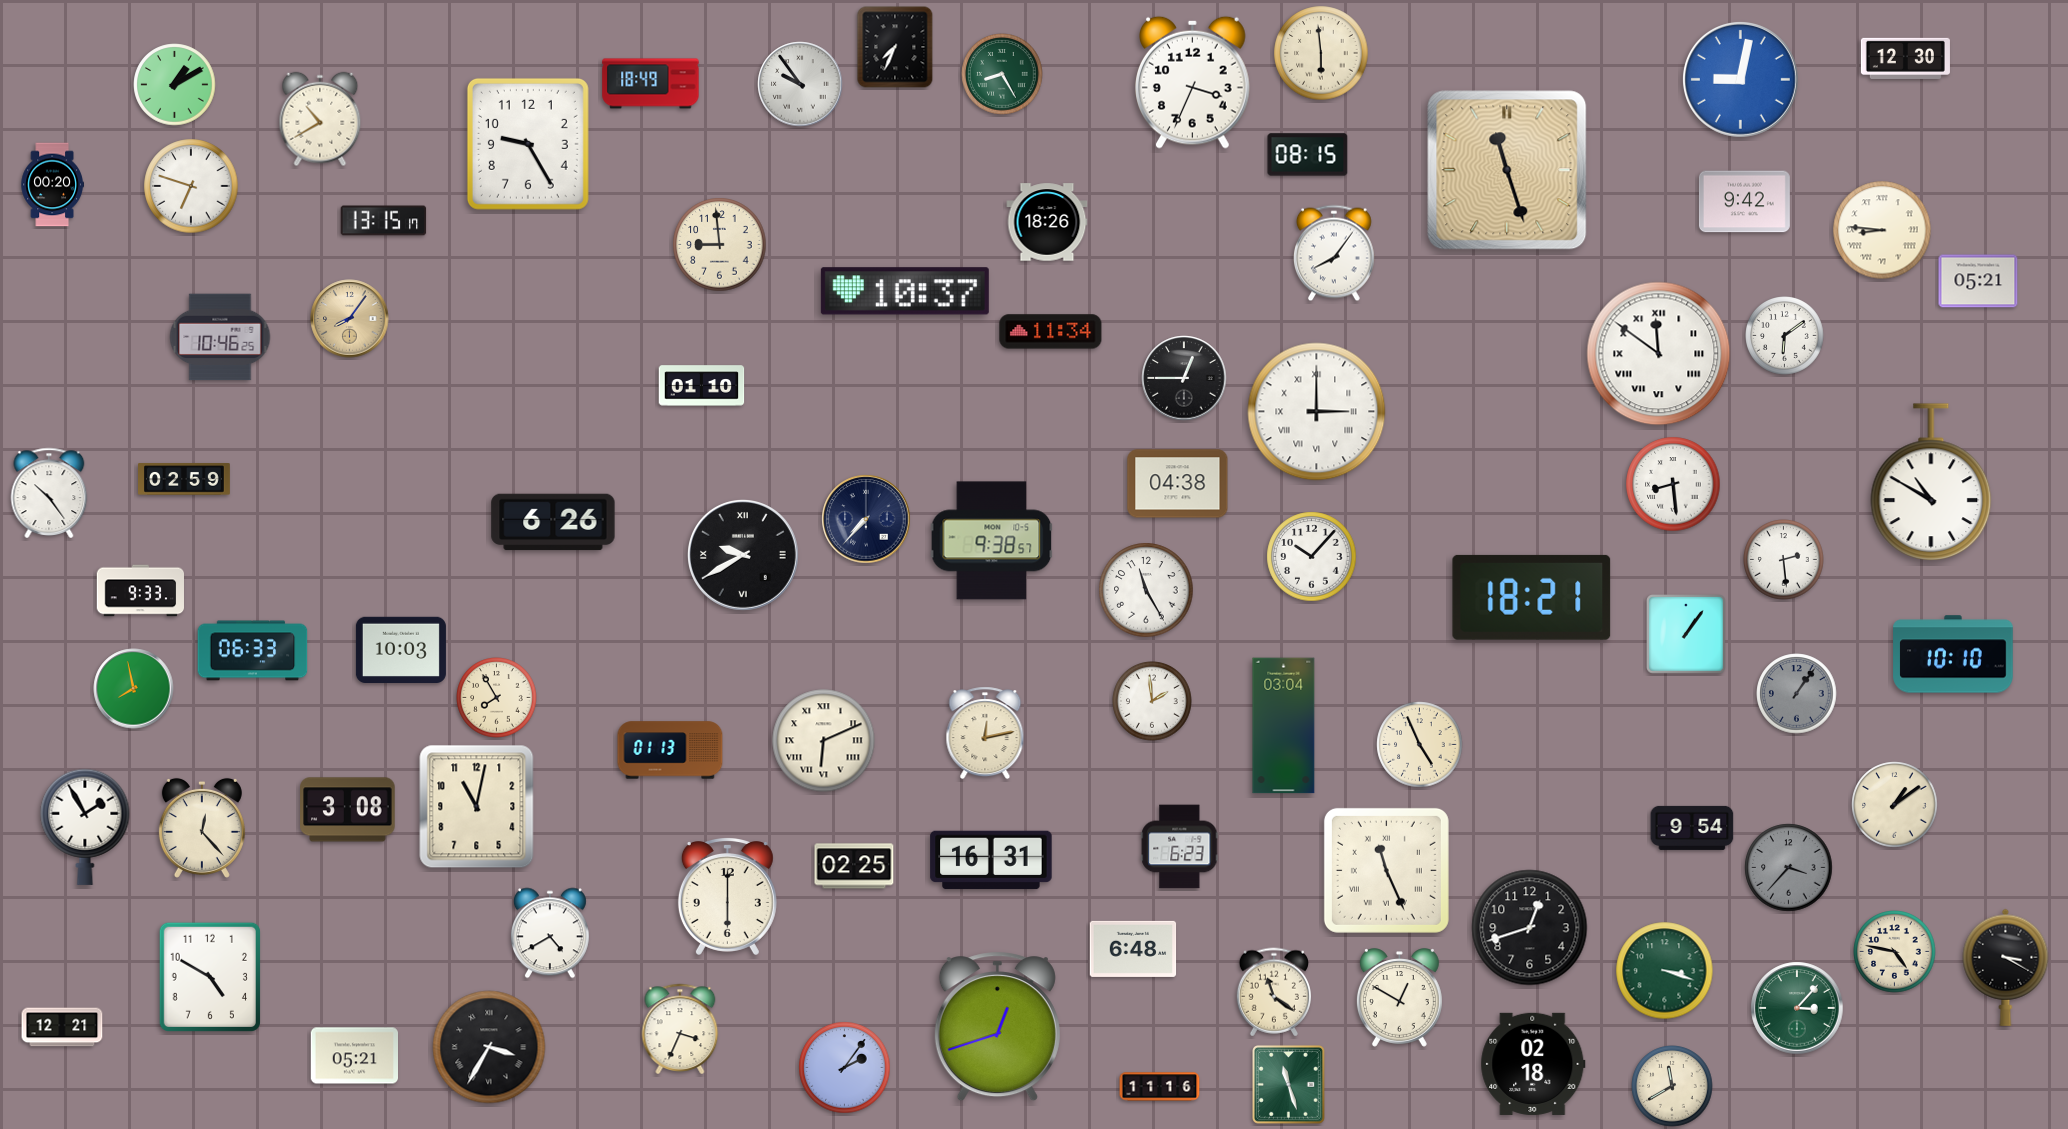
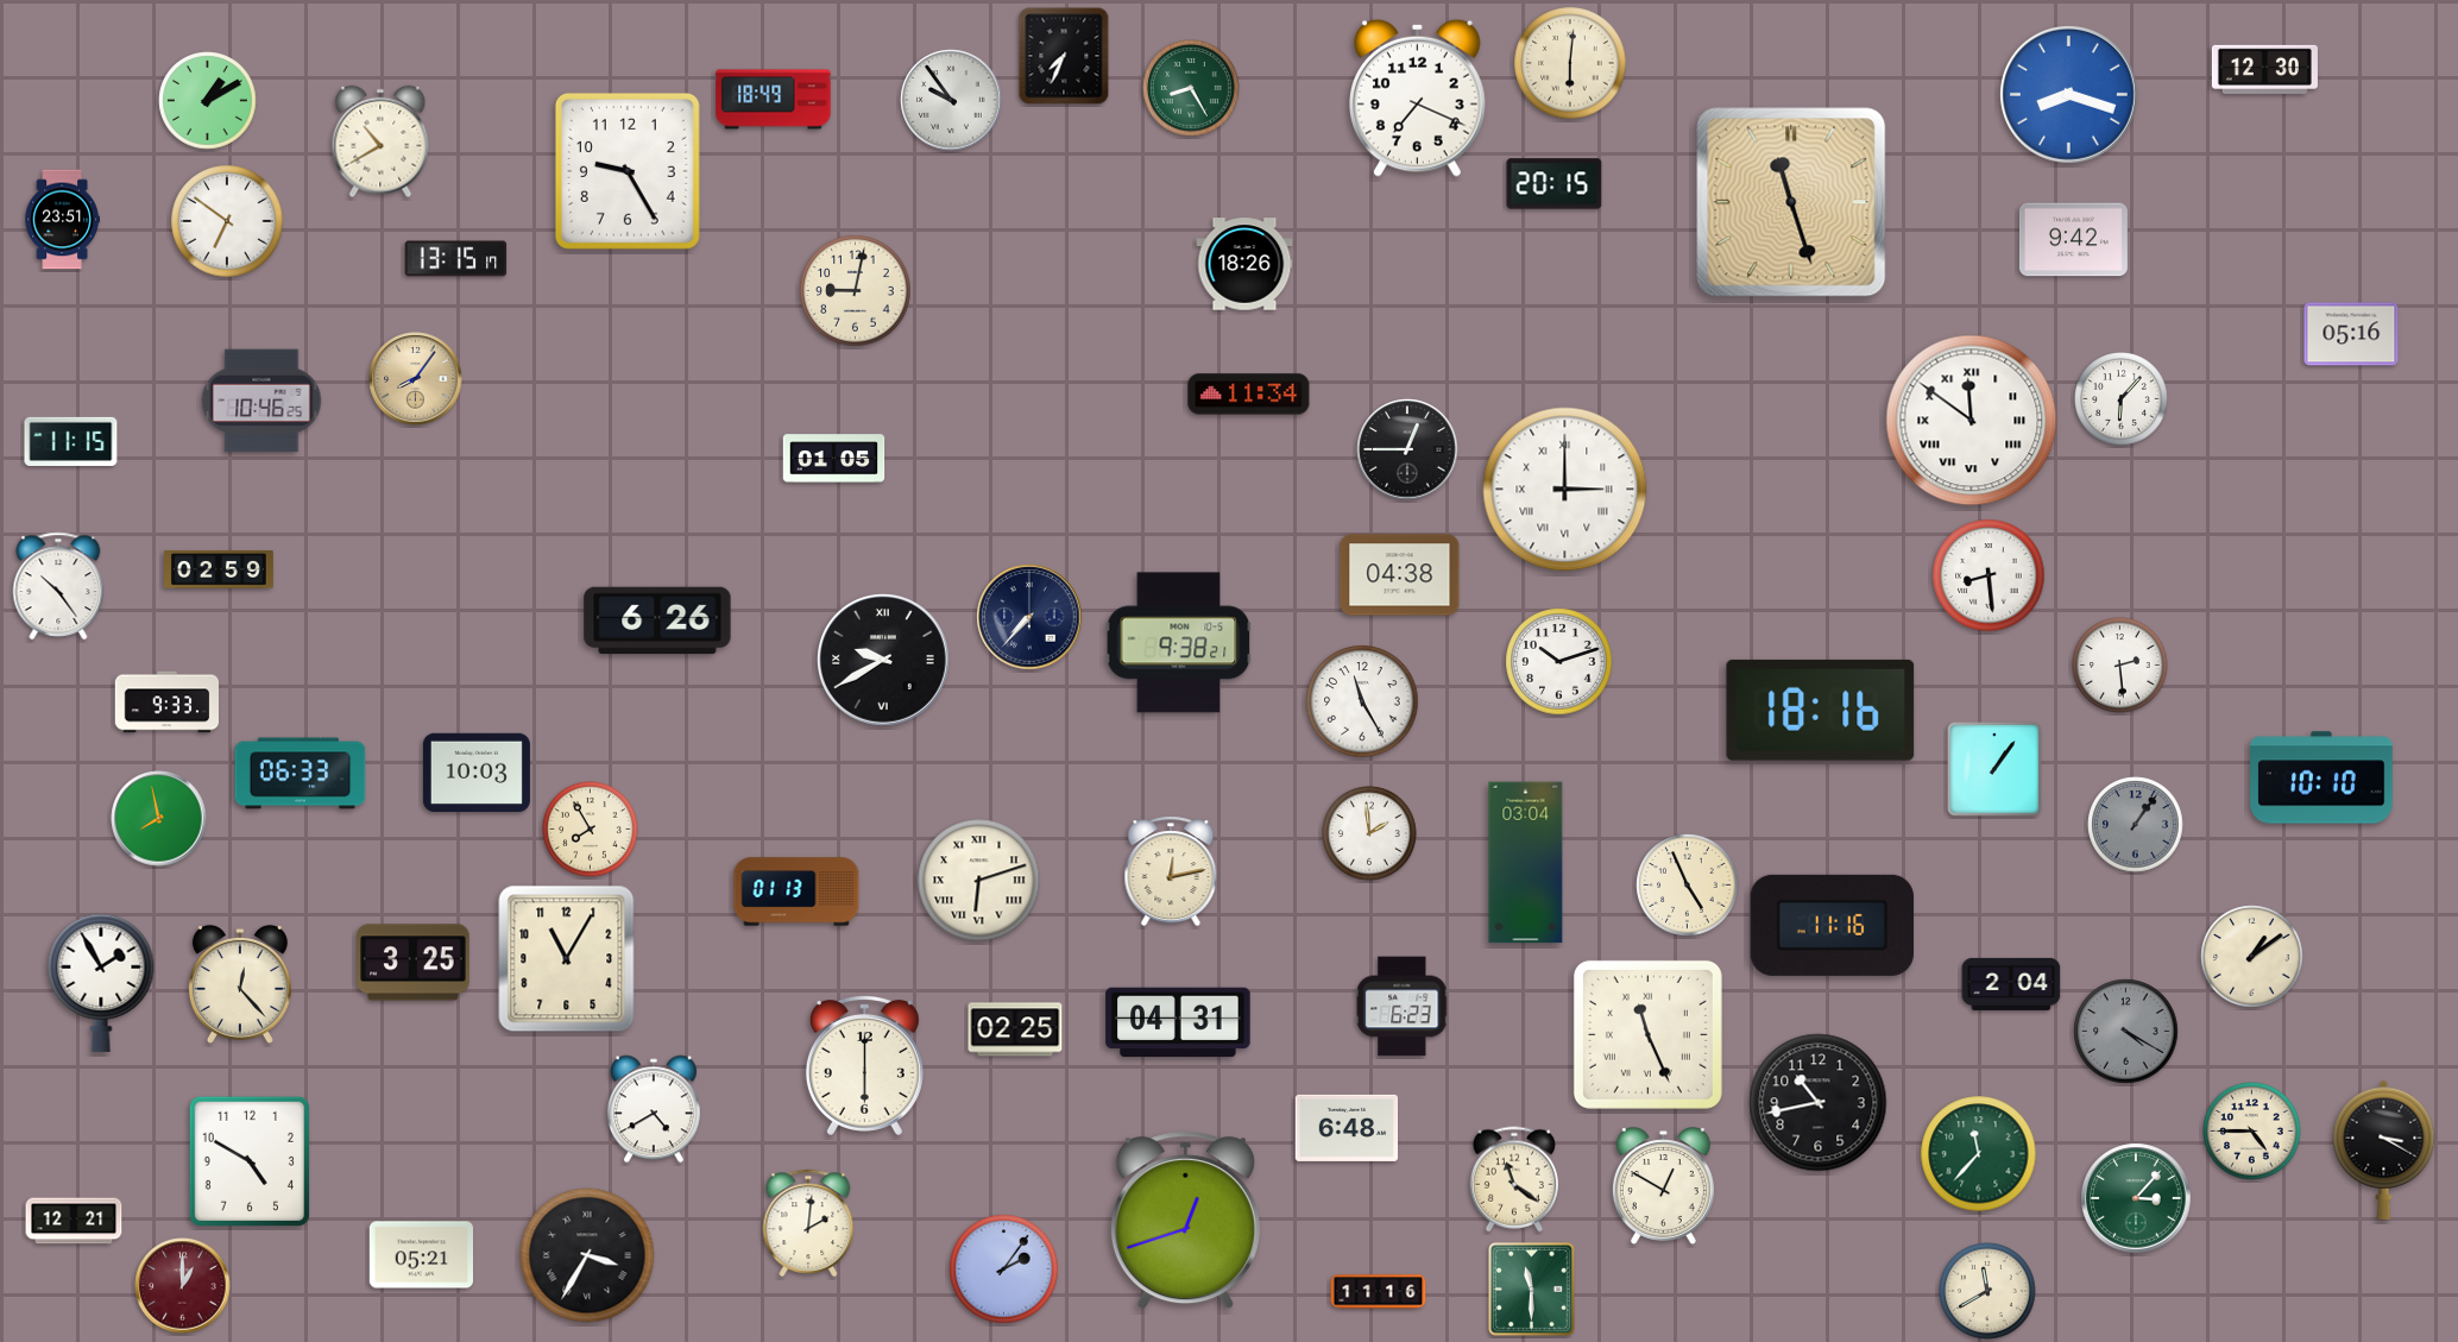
clock at (1321, 53): 5:59 -> 6:01
clock at (1740, 79): 9:02 -> 8:18
clock at (1193, 82): 3:34 -> 7:19
clock at (1308, 155): 08:15 -> 20:15
clock at (52, 185): 00:20 -> 23:51
clock at (191, 186): 6:48 -> 6:51
clock at (384, 221) position: (384, 221) -> (456, 259)
clock at (1882, 230): 8:46 -> none
clock at (720, 245): 8:59 -> 9:02
clock at (1334, 253): 8:06 -> none
clock at (1978, 281): 05:21 -> 05:16
clock at (905, 291): 10:37 -> none
clock at (1785, 336): 6:09 -> 6:07
clock at (71, 441): none -> 11:15
clock at (702, 386): 01:10 -> 01:05
clock at (1931, 482): 10:50 -> none
clock at (992, 541): 9:38:57 -> 9:38:21
clock at (1312, 557): 10:07 -> 10:12
clock at (1532, 597): 18:21 -> 18:16
clock at (1687, 635) position: (1687, 635) -> (1996, 770)
clock at (824, 741): 6:11 -> 6:12
clock at (1832, 925): none -> 11:16
clock at (477, 807): 11:02 -> 11:05
clock at (348, 810): 3:08 -> 3:25
clock at (1692, 828): 9:54 -> 2:04
clock at (991, 860): 16:31 -> 04:31
clock at (1789, 868): 3:37 -> 4:20
clock at (1530, 928): 12:42 -> 10:43
clock at (1895, 952): 4:47 -> 4:45
clock at (1665, 971): 3:18 -> 11:37
clock at (680, 1028): 3:34 -> 2:01
clock at (489, 1047) position: (489, 1047) -> (587, 1255)
clock at (1533, 1064): 02:18 -> none
clock at (183, 1286): none -> 1:00
clock at (1289, 1085): 11:27 -> 11:30
